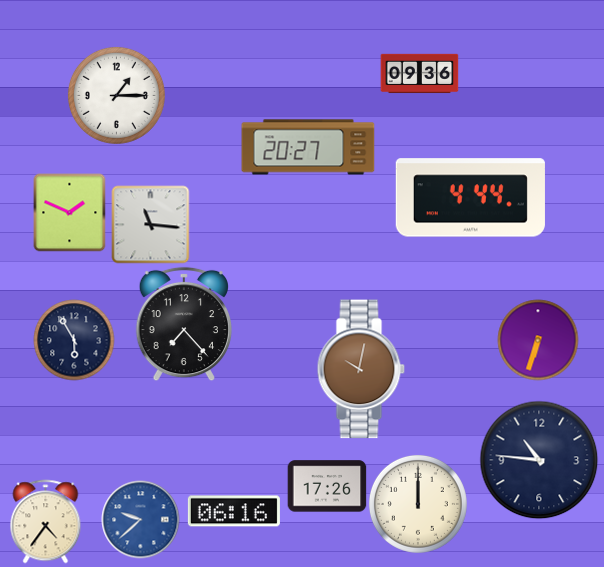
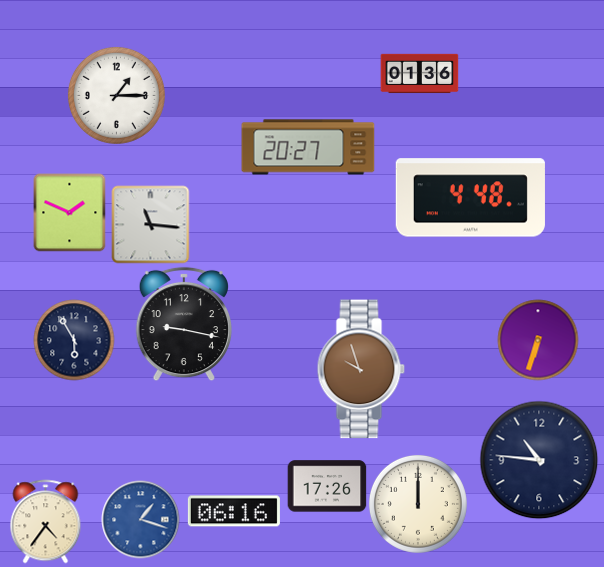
clock at (419, 74): 09:36 -> 01:36
clock at (470, 198): 4:44 -> 4:48
clock at (184, 324): 7:23 -> 9:17
clock at (361, 369): 10:02 -> 9:57
clock at (140, 519): 9:38 -> 1:18
